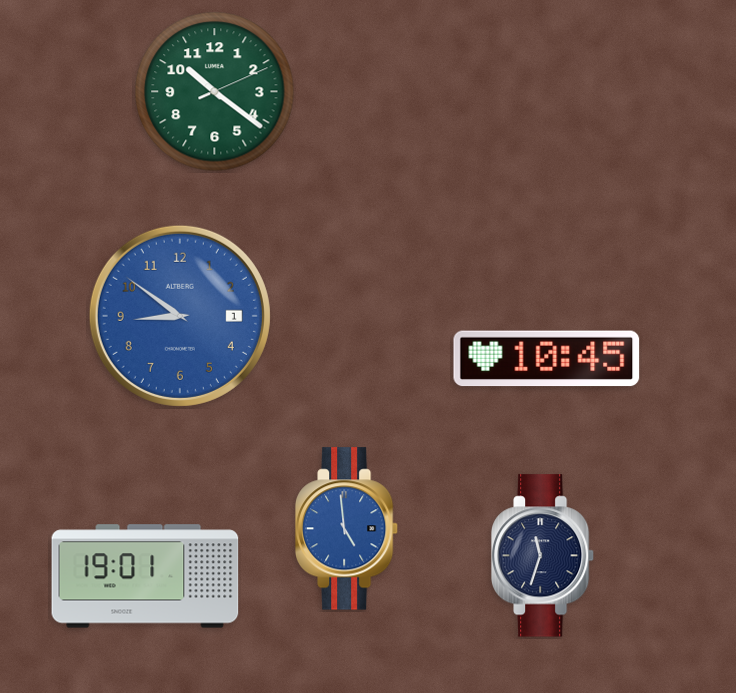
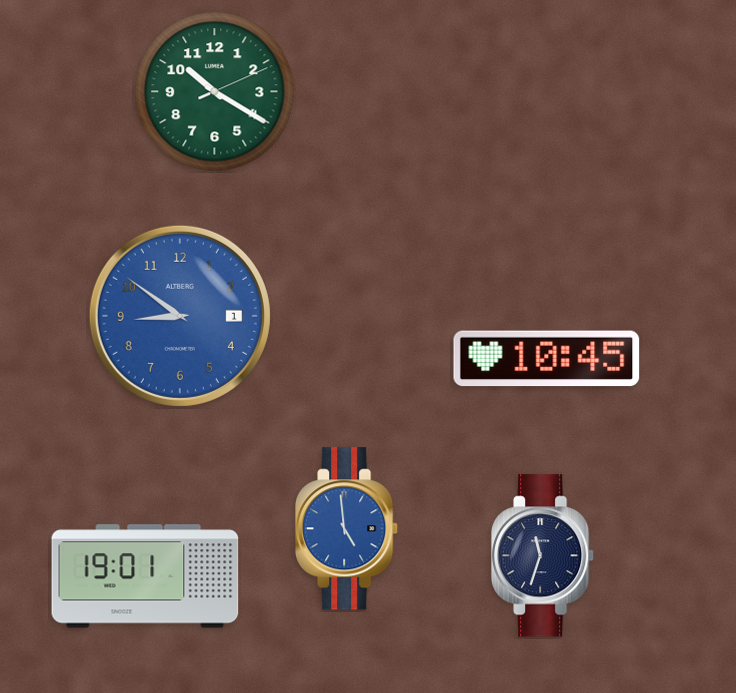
clock at (215, 92): 10:21 -> 10:20
